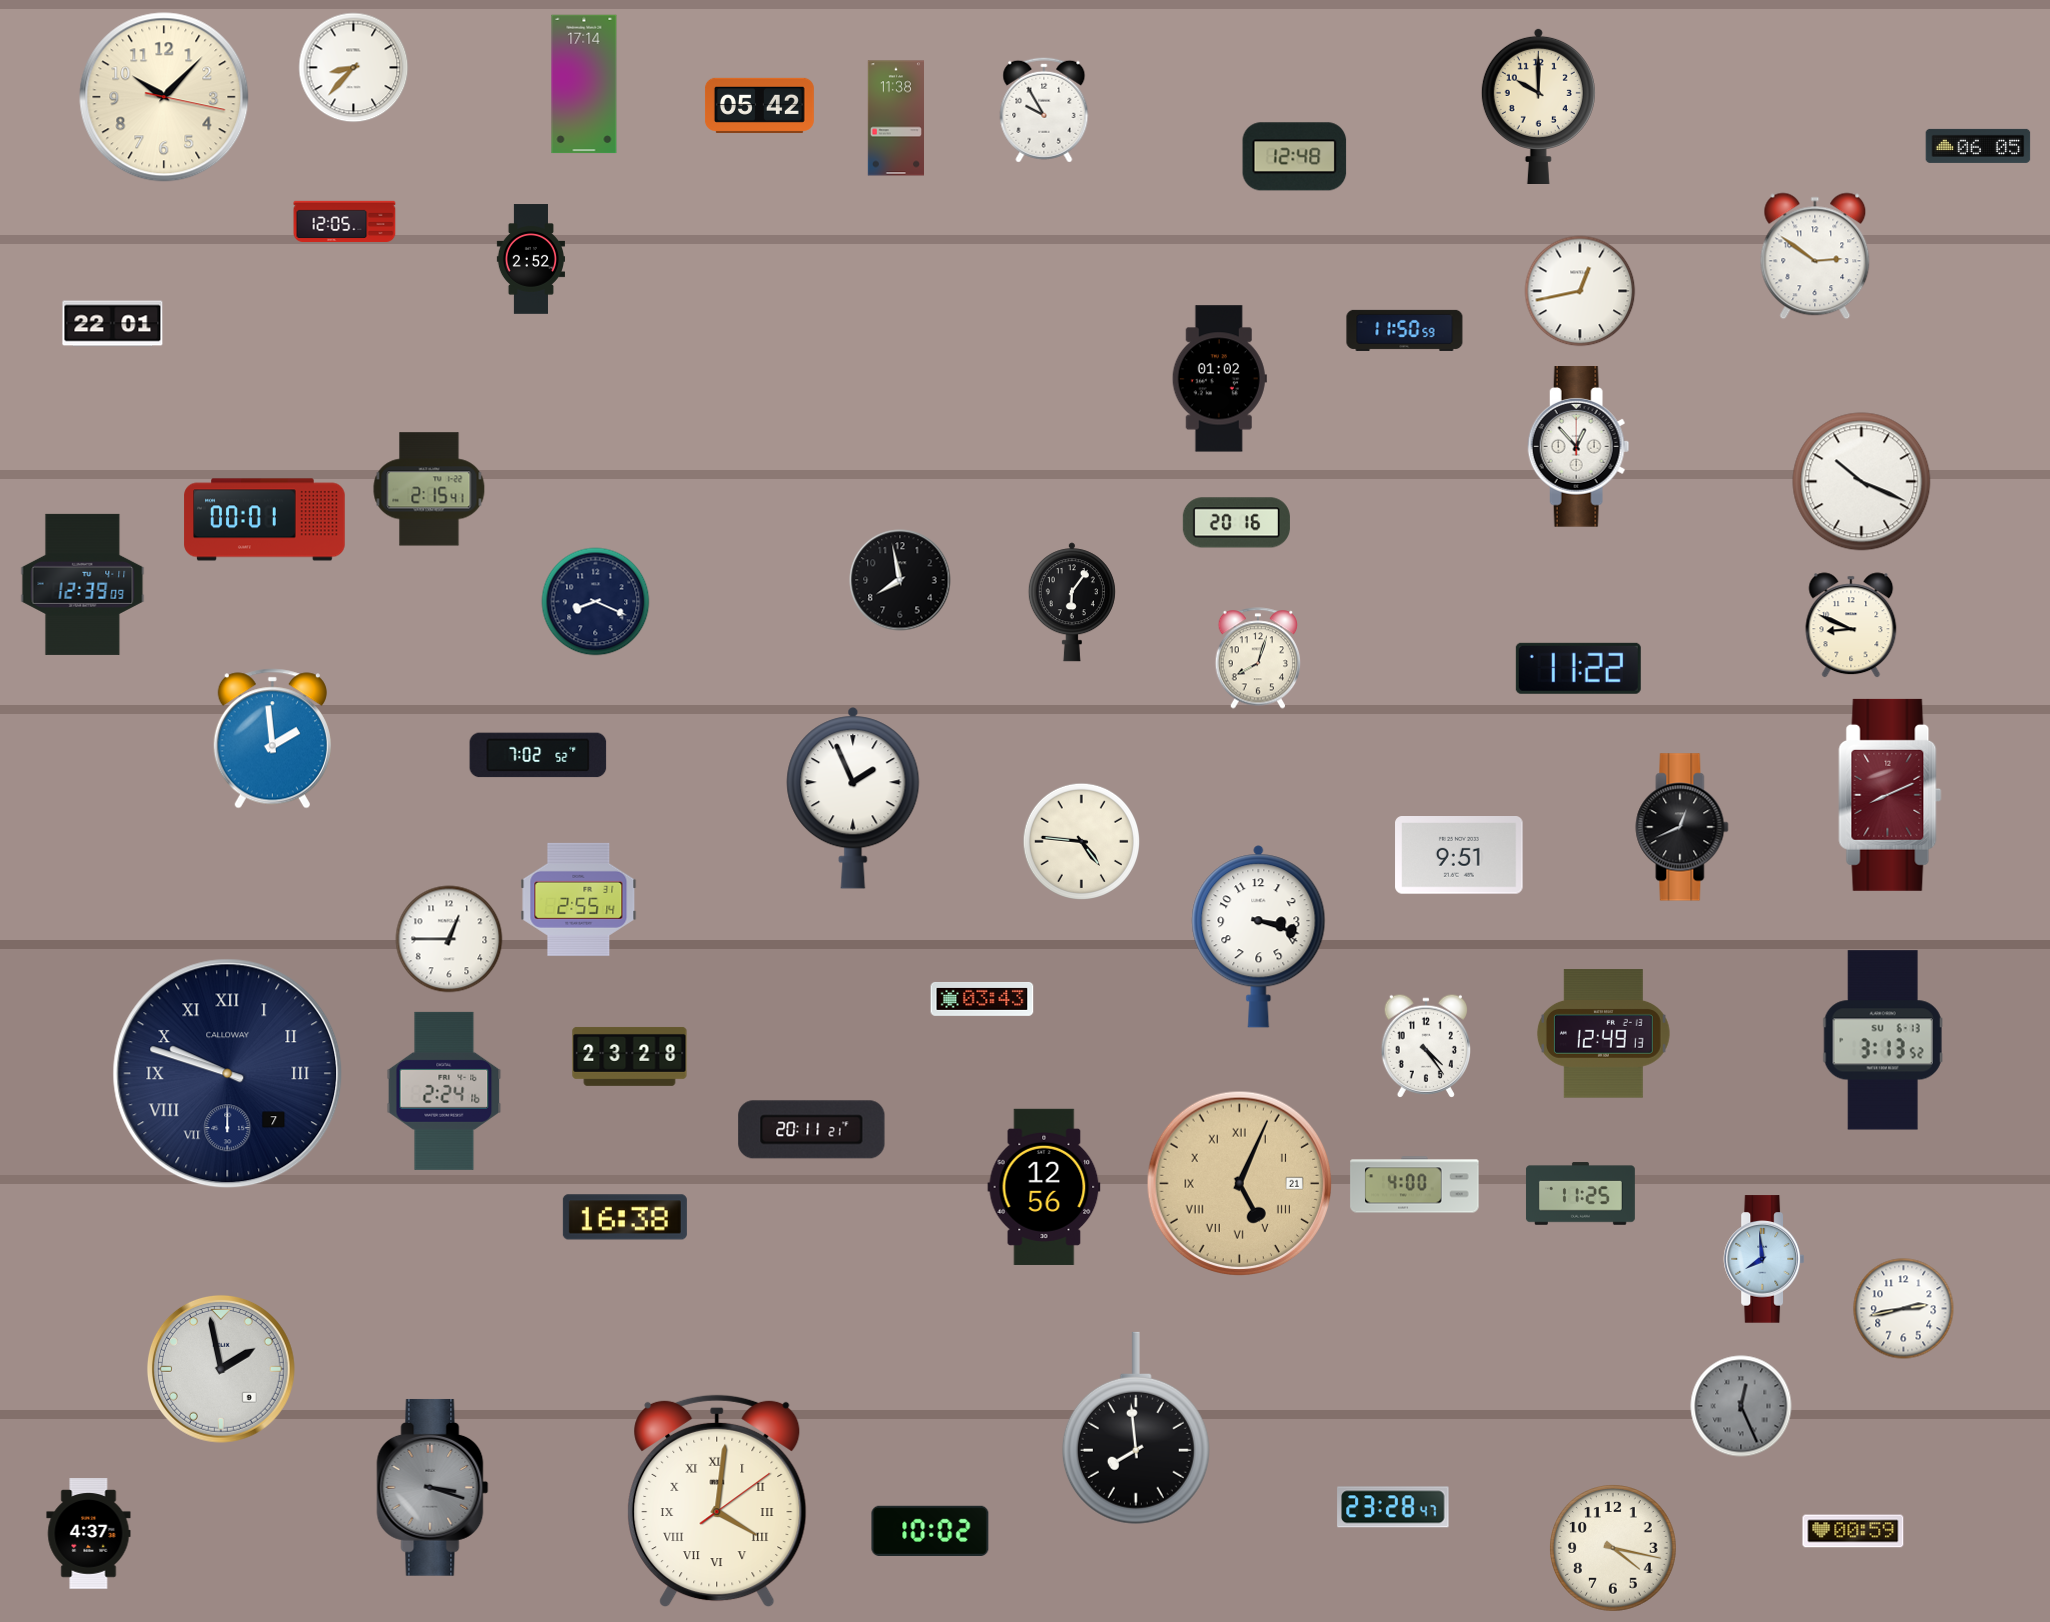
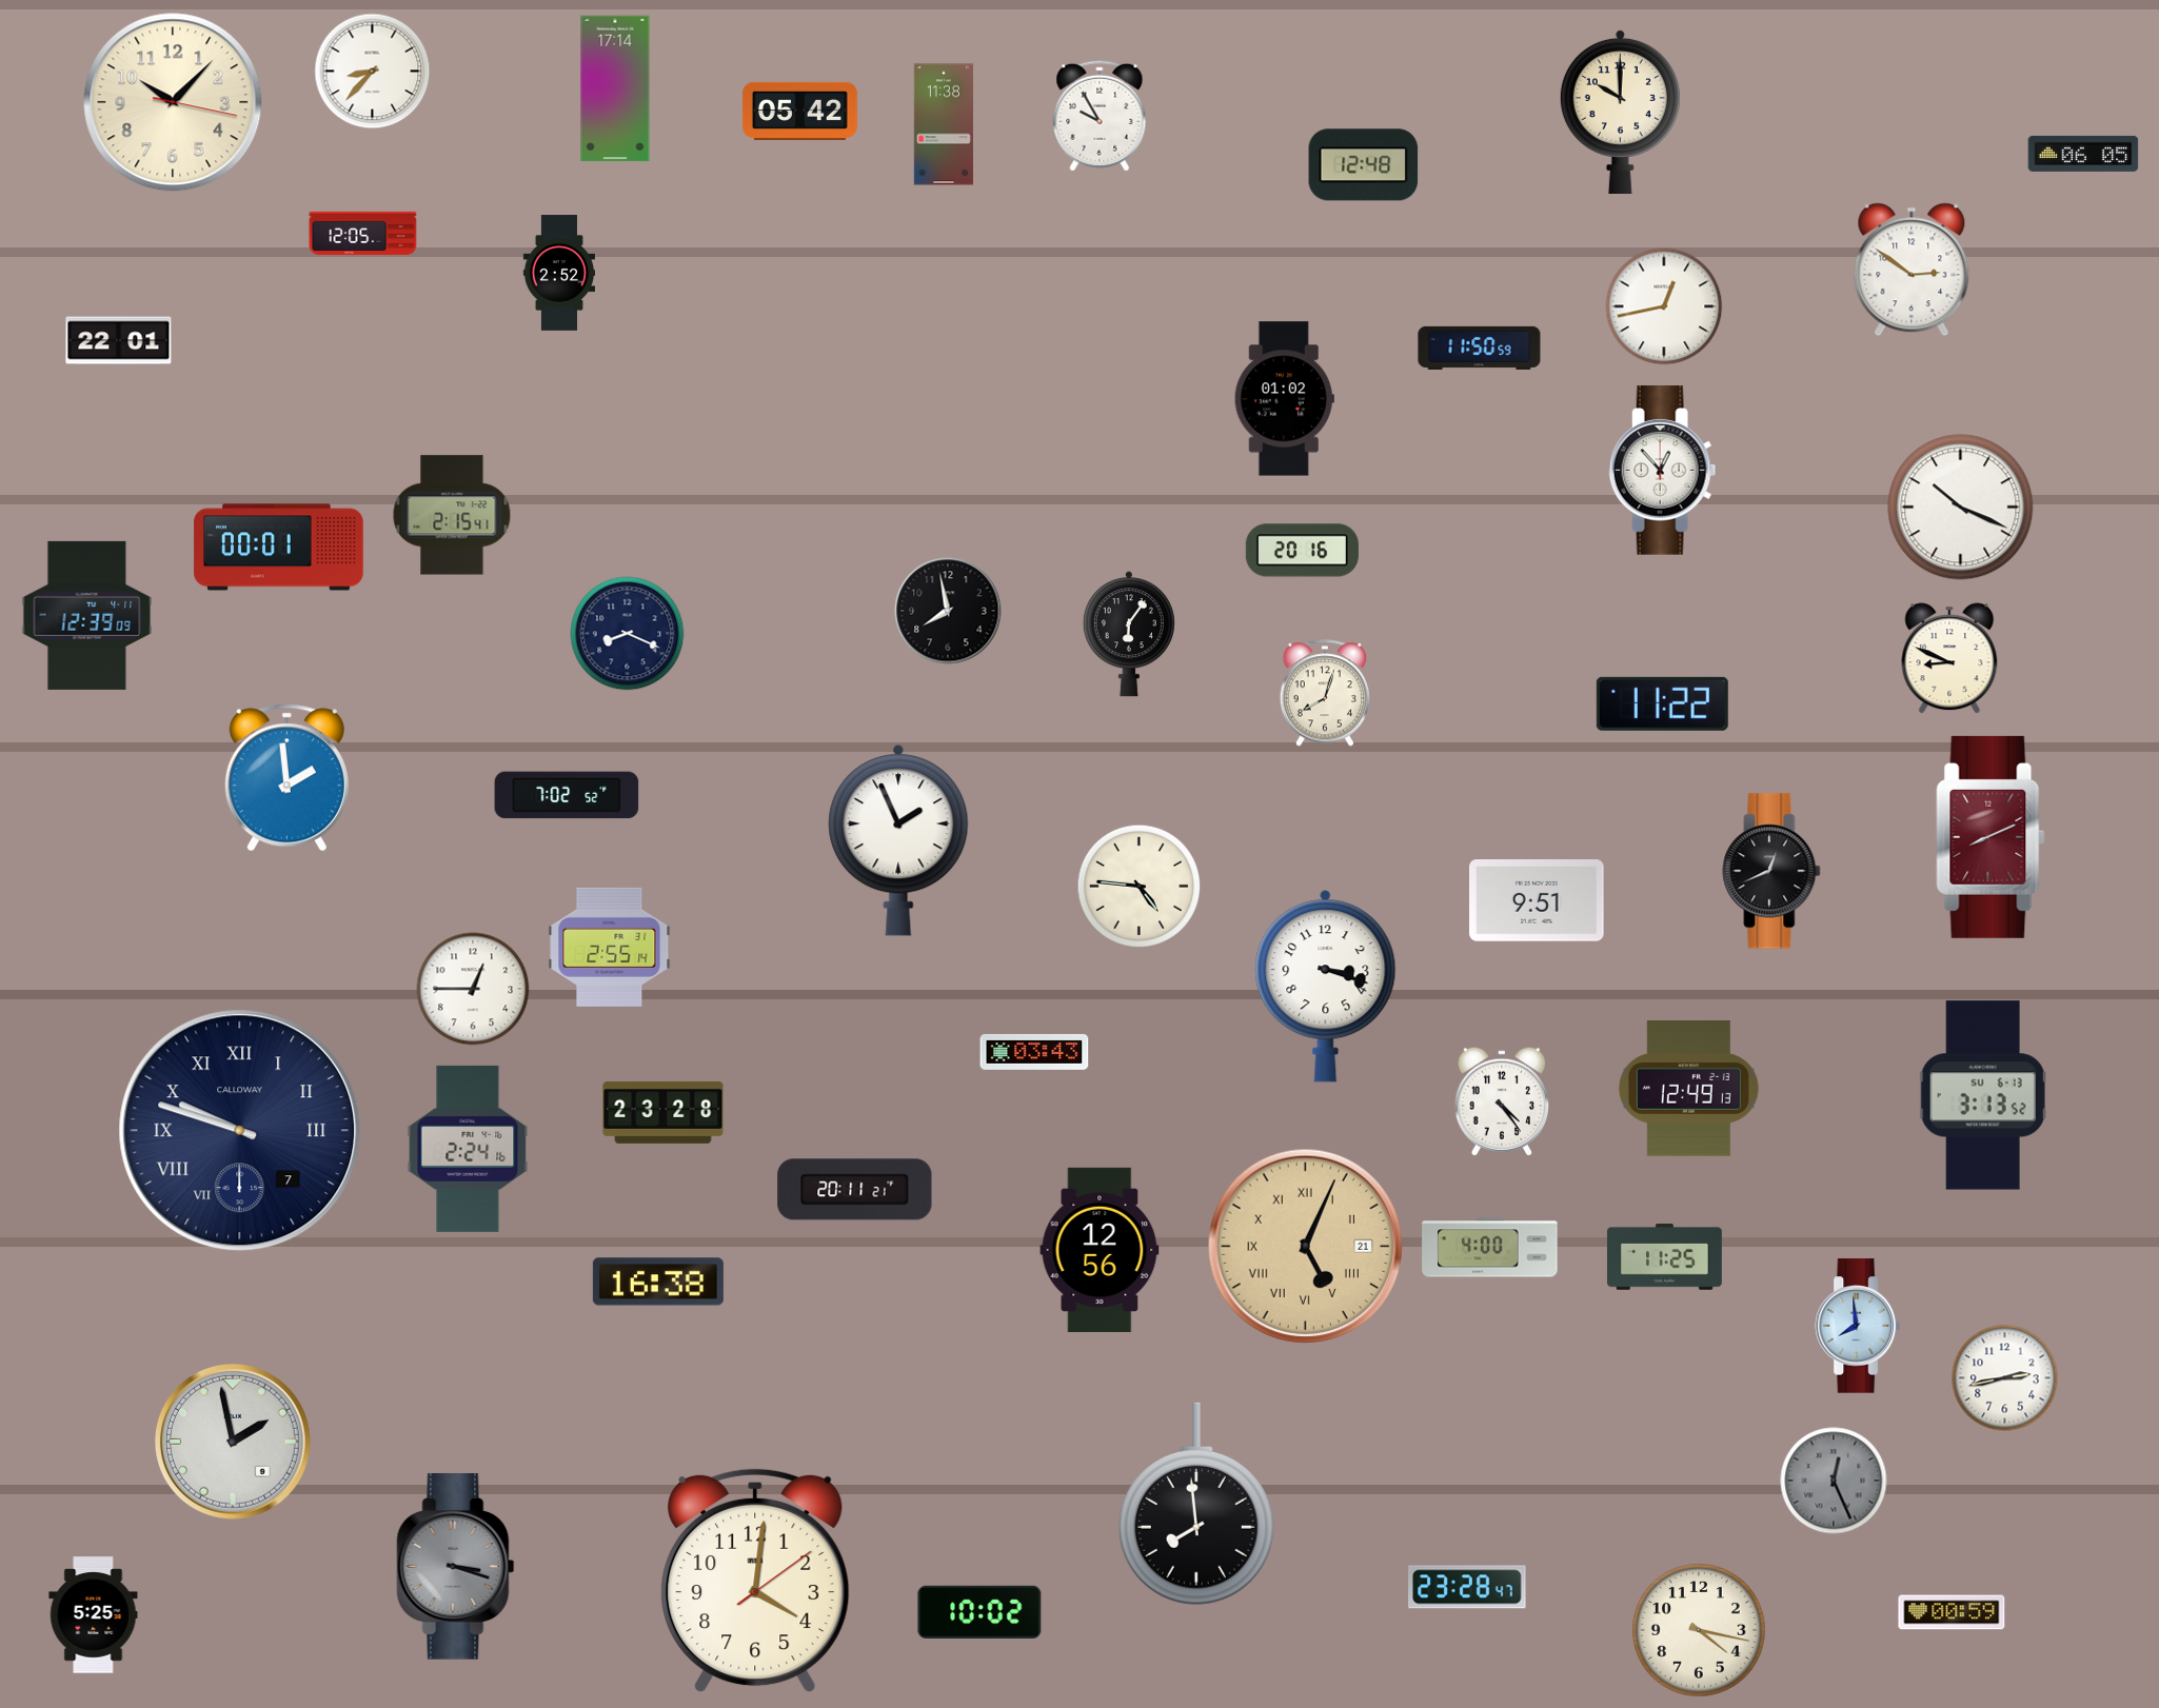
clock at (717, 1501) numerals: Roman -> Arabic
clock at (89, 1534): 4:37 -> 5:25
